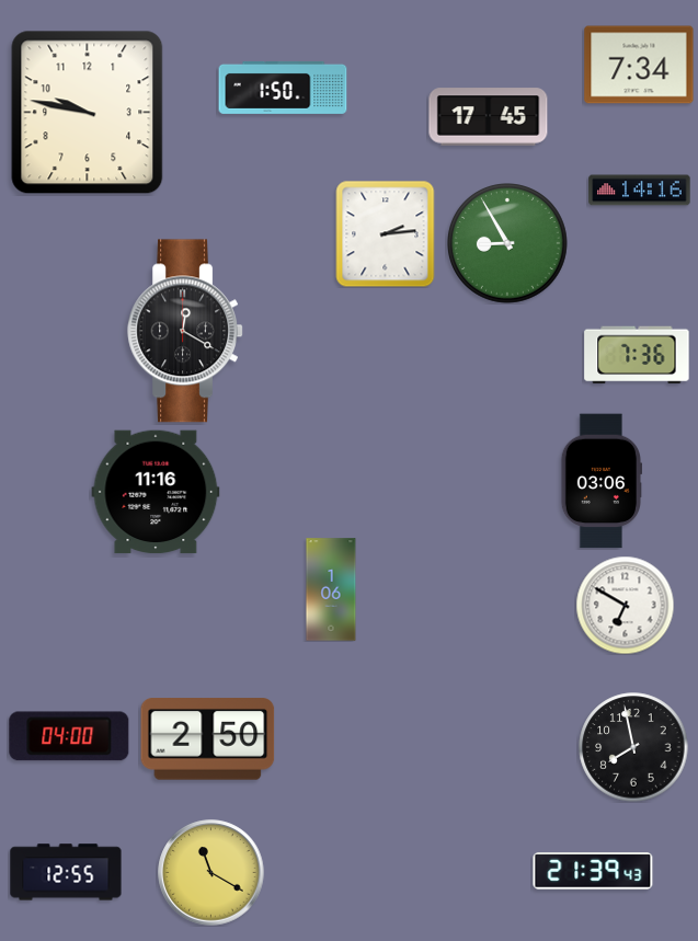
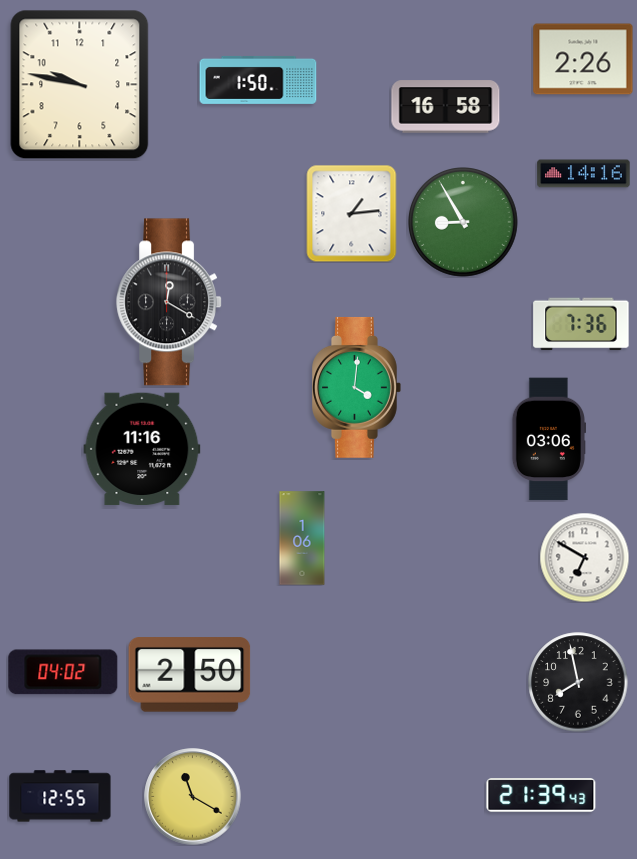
clock at (639, 65): 7:34 -> 2:26
clock at (88, 113) position: (88, 113) -> (80, 85)
clock at (489, 117): 17:45 -> 16:58
clock at (386, 233): 2:14 -> 1:14
clock at (357, 387): none -> 4:01
clock at (625, 605) position: (625, 605) -> (584, 557)
clock at (69, 736): 04:00 -> 04:02
